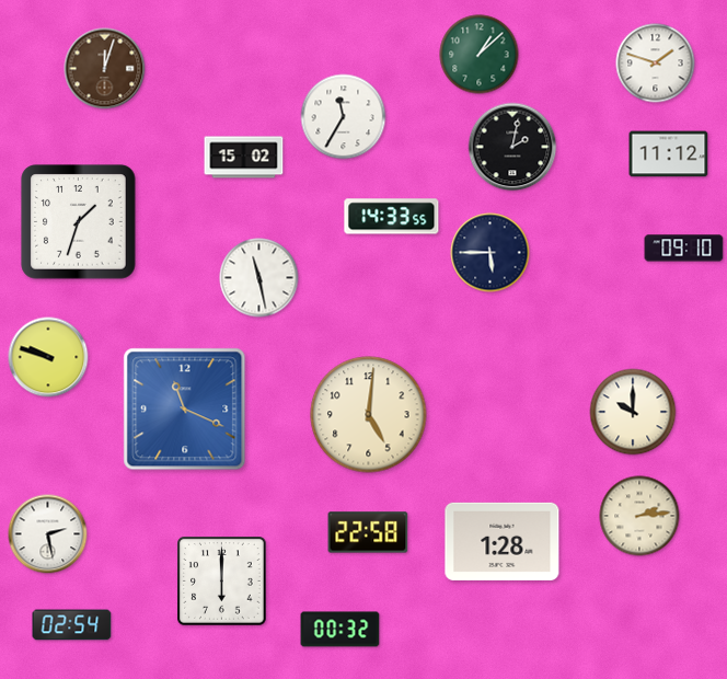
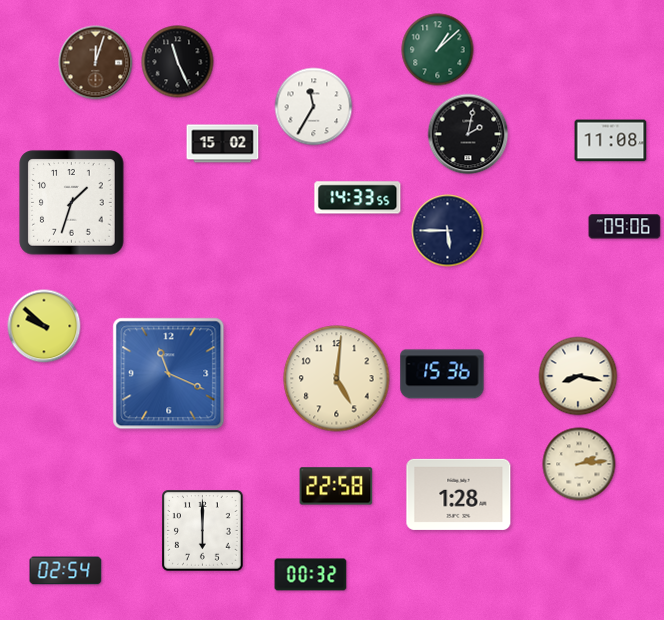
clock at (656, 64): 1:48 -> none
clock at (178, 62): none -> 11:26
clock at (669, 154): 11:12 -> 11:08
clock at (684, 249): 09:10 -> 09:06
clock at (259, 278): 11:28 -> none
clock at (48, 357): 9:48 -> 9:52
clock at (442, 374): none -> 15:36
clock at (633, 412): 10:00 -> 8:17
clock at (639, 516) position: (639, 516) -> (579, 464)
clock at (48, 534): 2:28 -> none
